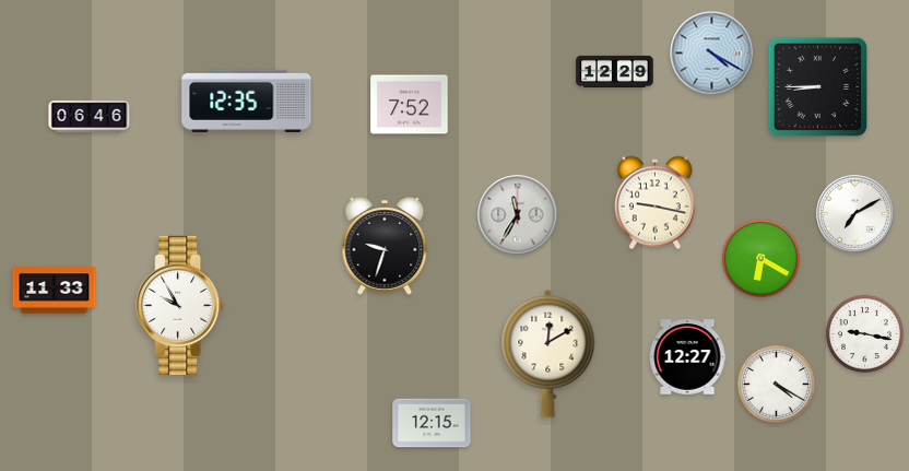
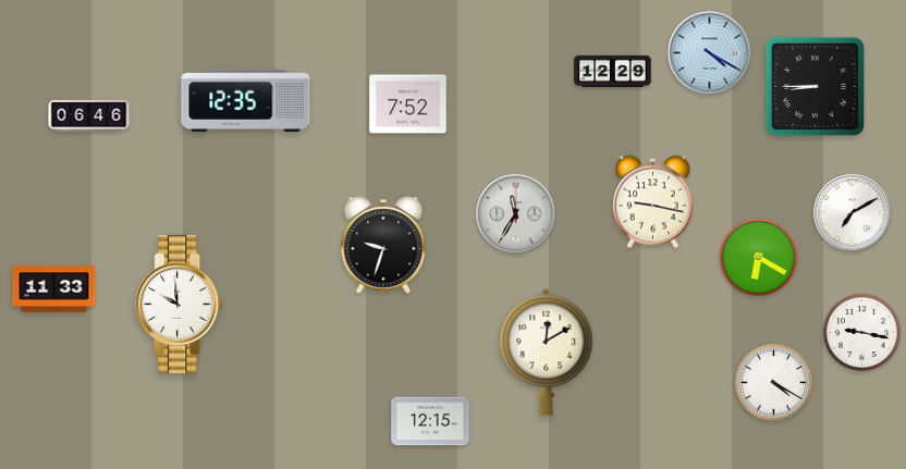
clock at (180, 305): 9:55 -> 9:59
clock at (687, 357): 12:27 -> none
